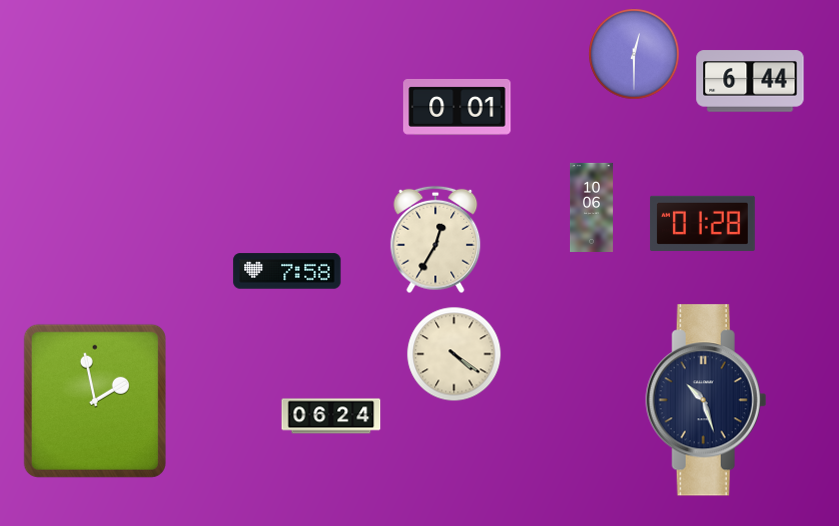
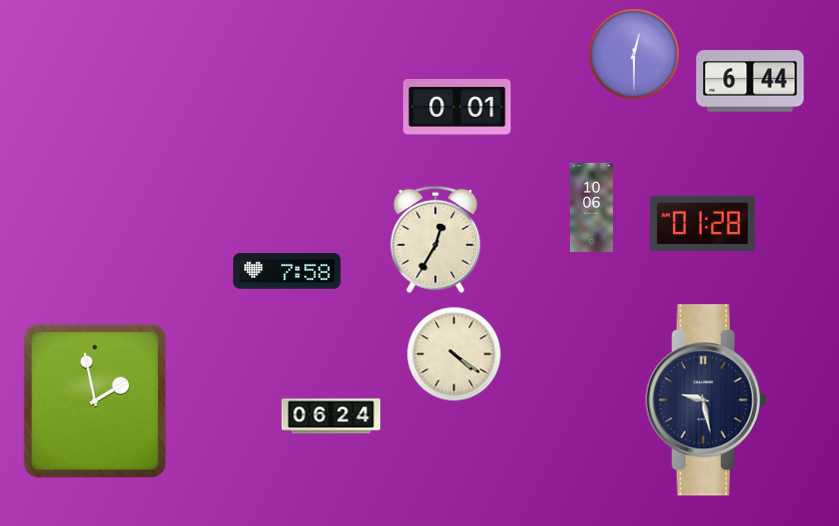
clock at (706, 400): 10:27 -> 9:28
